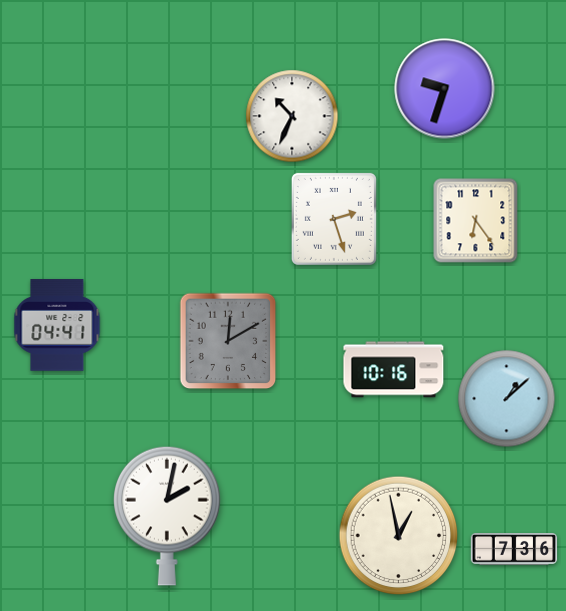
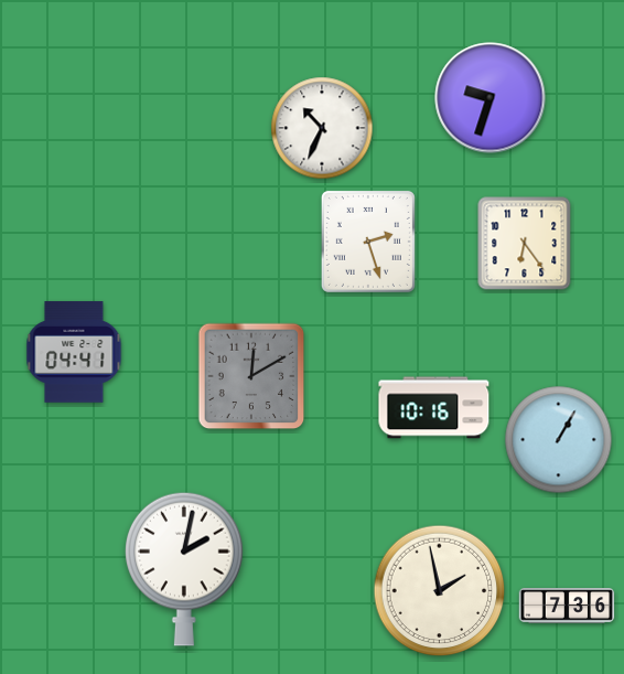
clock at (57, 325) position: (57, 325) -> (74, 352)
clock at (507, 399): 1:08 -> 1:05
clock at (399, 536): 12:58 -> 1:58
